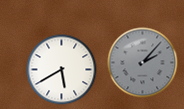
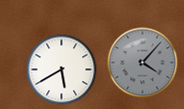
clock at (143, 63): 2:07 -> 4:07
